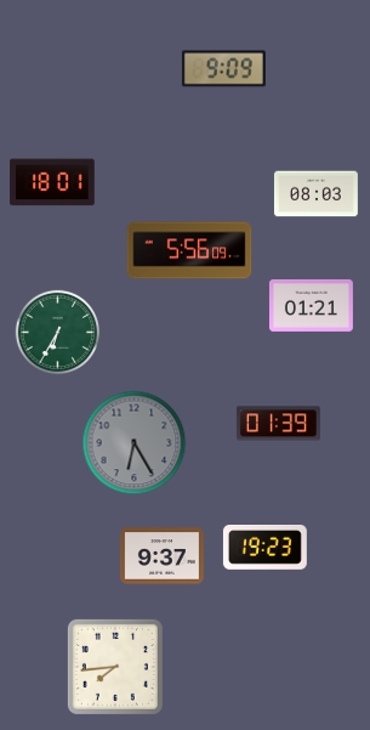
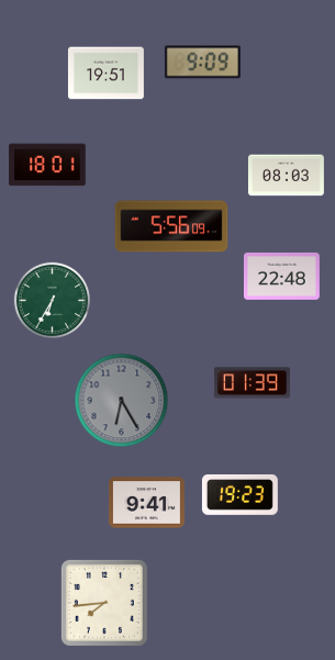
clock at (105, 74): none -> 19:51
clock at (311, 305): 01:21 -> 22:48
clock at (161, 556): 9:37 -> 9:41
